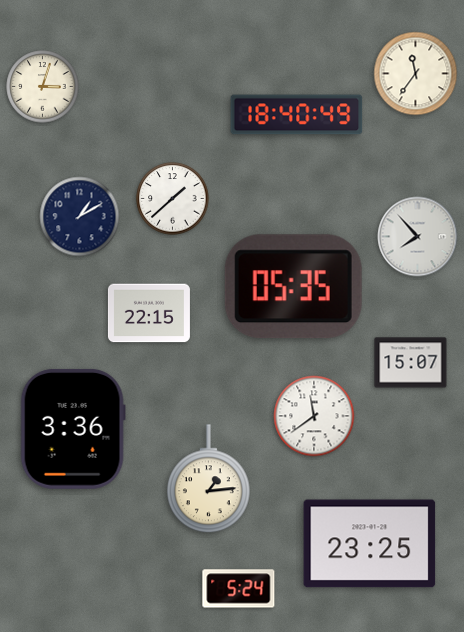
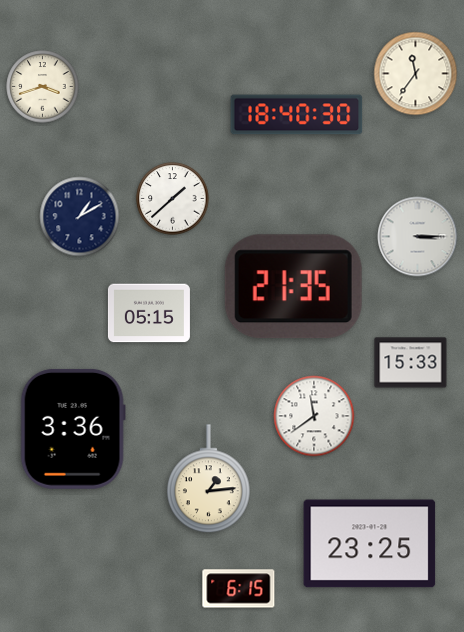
clock at (43, 87): 3:03 -> 3:42
clock at (297, 115): 18:40:49 -> 18:40:30
clock at (418, 237): 7:53 -> 3:15
clock at (293, 287): 05:35 -> 21:35
clock at (149, 313): 22:15 -> 05:15
clock at (411, 363): 15:07 -> 15:33
clock at (239, 589): 5:24 -> 6:15
